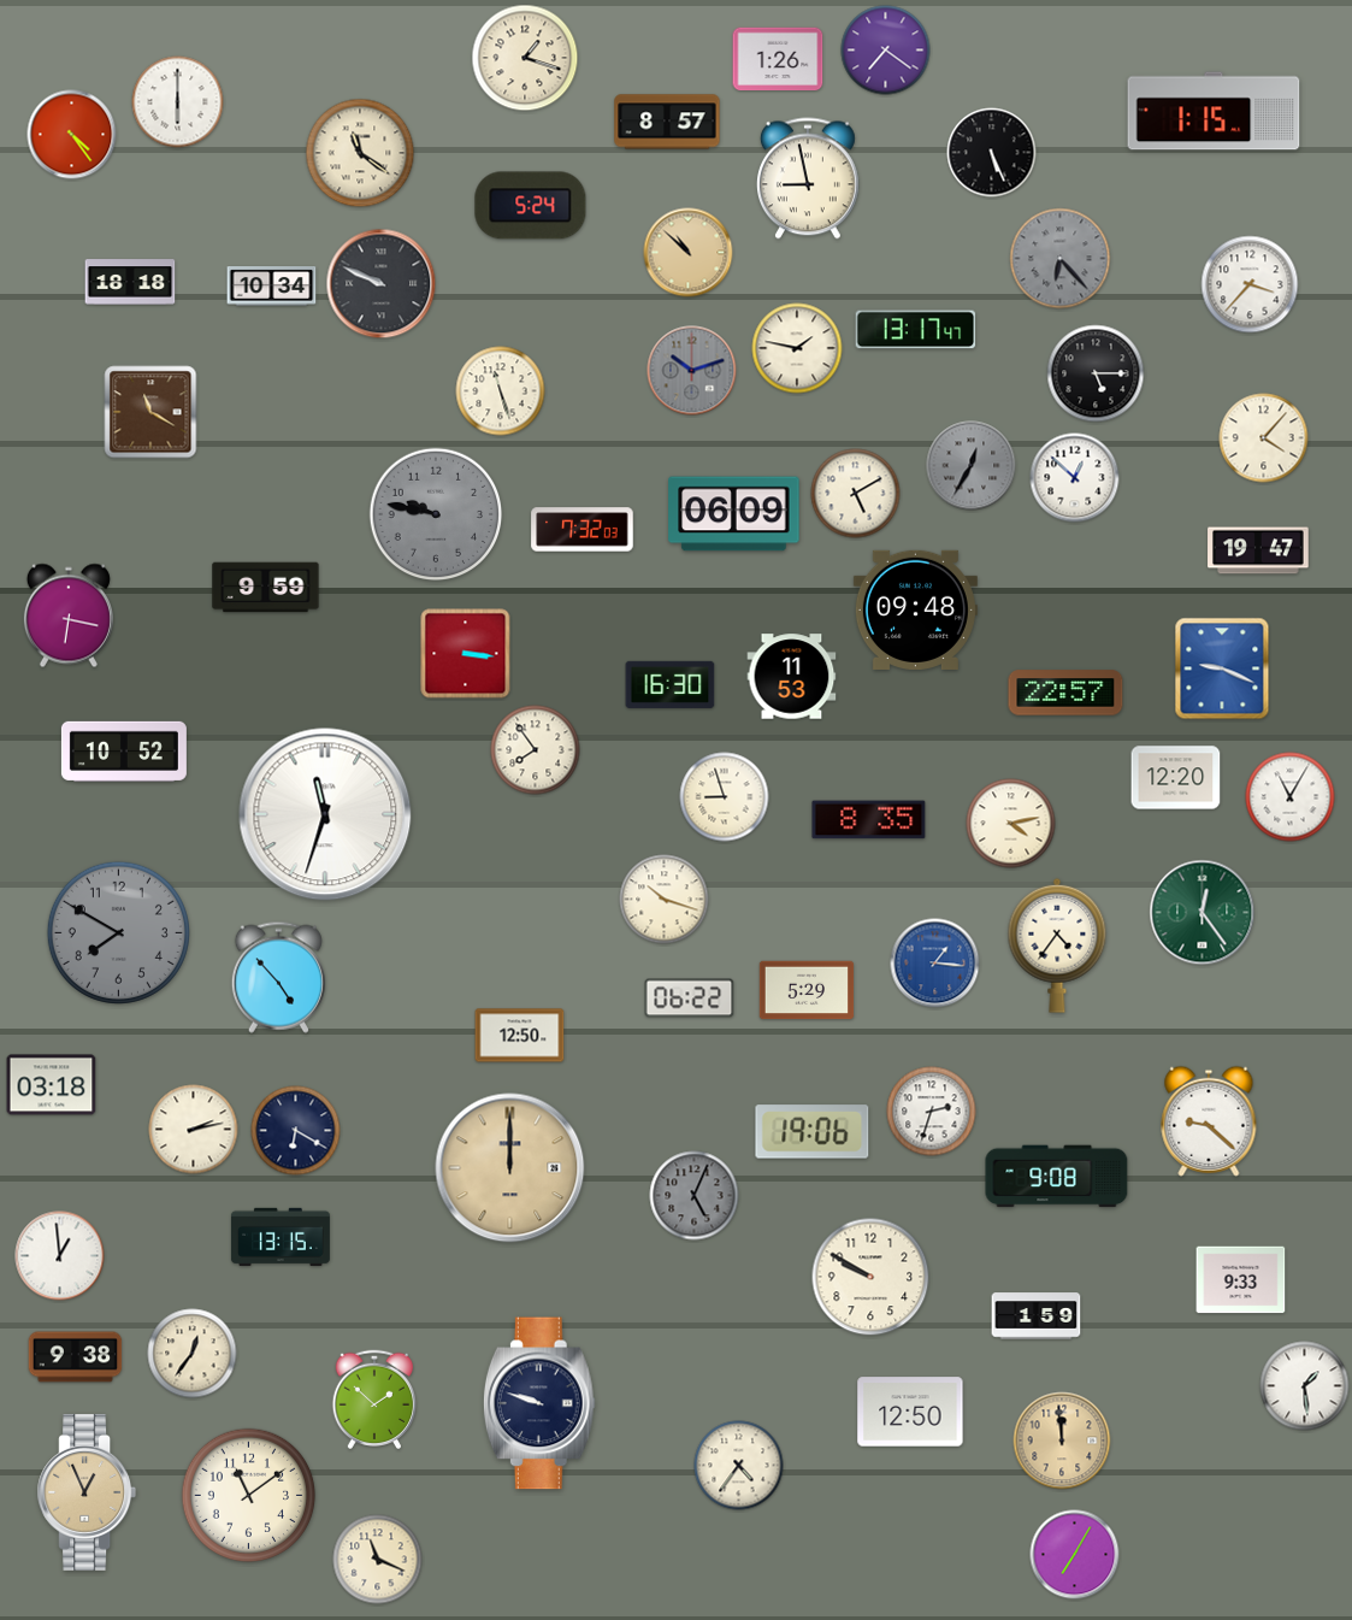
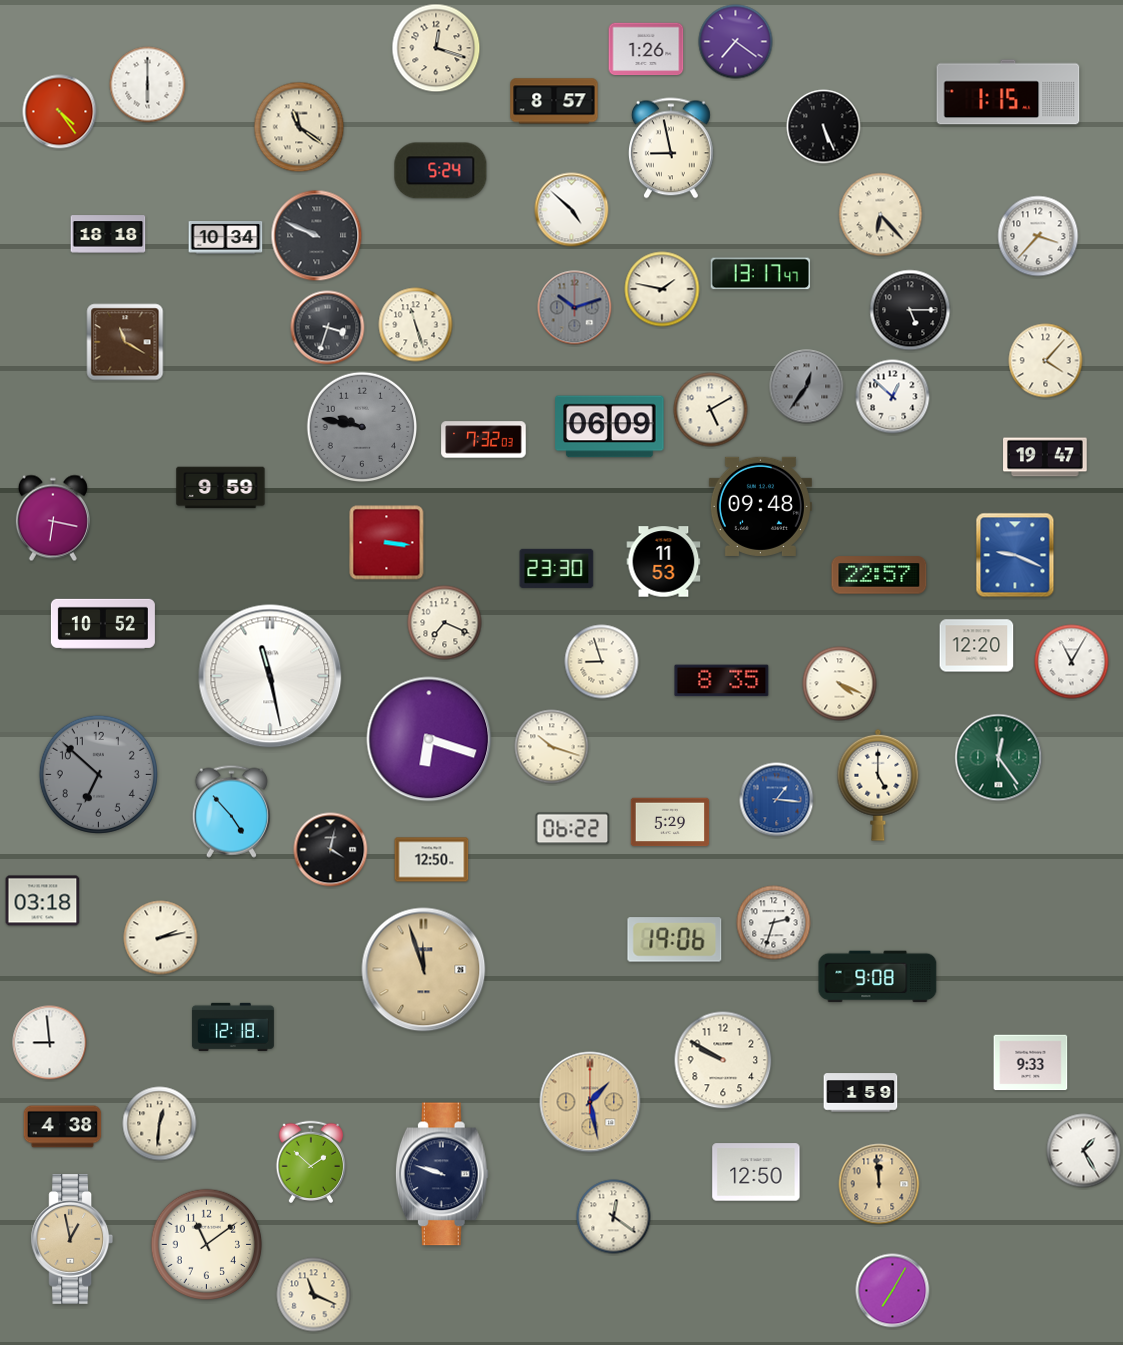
clock at (525, 58): 1:18 -> 12:18
clock at (689, 253): 10:52 -> 4:52
clock at (689, 253) dial: champagne -> white
clock at (1061, 259) dial: grey -> cream
clock at (328, 328): none -> 3:33
clock at (1264, 438) position: (1264, 438) -> (1046, 361)
clock at (972, 466): 12:35 -> 12:36
clock at (69, 615) position: (69, 615) -> (53, 518)
clock at (792, 677) position: (792, 677) -> (664, 562)
clock at (671, 684): 16:30 -> 23:30
clock at (1065, 693) position: (1065, 693) -> (879, 575)
clock at (536, 750): 7:54 -> 7:19
clock at (325, 814): 11:33 -> 11:28
clock at (1011, 824): 4:13 -> 4:19
clock at (429, 739): none -> 6:18
clock at (118, 932): 7:50 -> 6:52
clock at (1057, 946): 4:36 -> 5:00
clock at (331, 850): none -> 4:02
clock at (1209, 1121): 9:22 -> none
clock at (296, 1131): 6:20 -> none
clock at (510, 1168): 12:00 -> 11:57
clock at (695, 1196): 5:04 -> none
clock at (281, 1236): 13:15 -> 12:18
clock at (60, 1256): 12:59 -> 8:59
clock at (590, 1102): none -> 1:28
clock at (193, 1354): 12:36 -> 12:31
clock at (76, 1357): 9:38 -> 4:38
clock at (1305, 1386): 1:29 -> 1:25
clock at (539, 1403) position: (539, 1403) -> (442, 1174)
clock at (1062, 1441) position: (1062, 1441) -> (879, 1184)
clock at (739, 1466): 4:36 -> 12:21
clock at (85, 1494): 12:56 -> 12:58
clock at (249, 1496) position: (249, 1496) -> (207, 1245)
